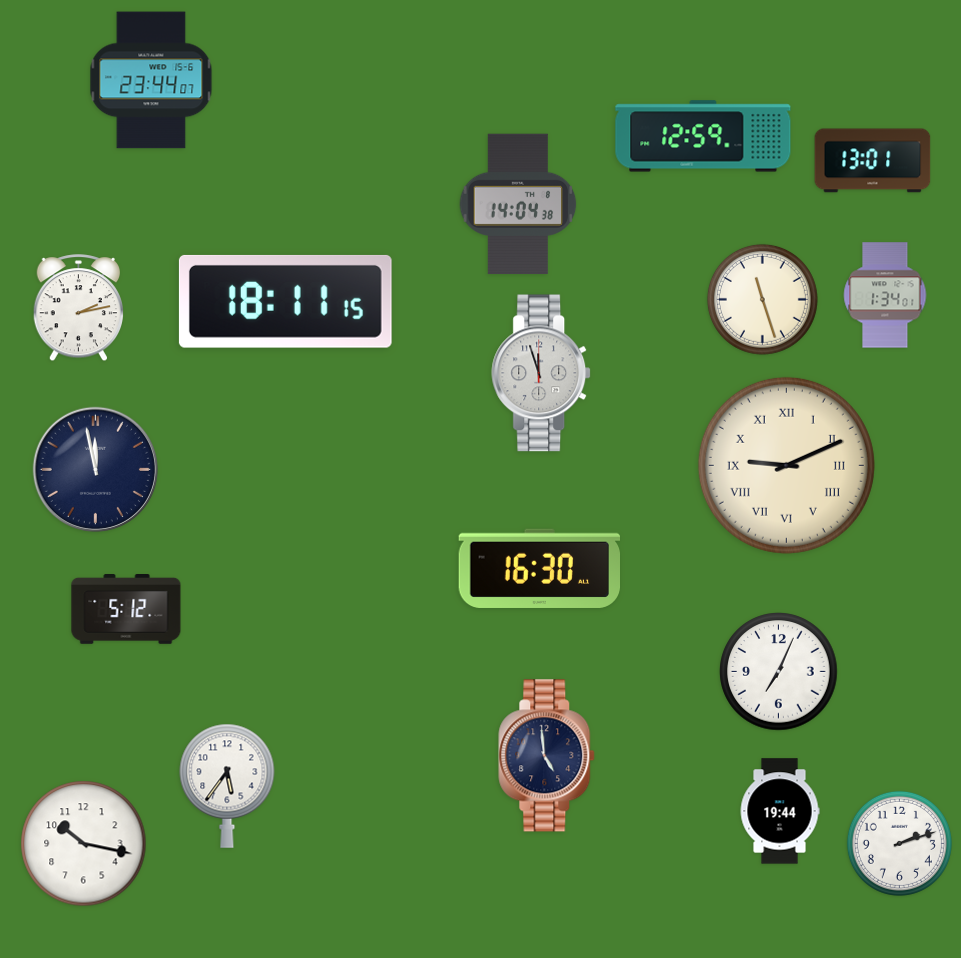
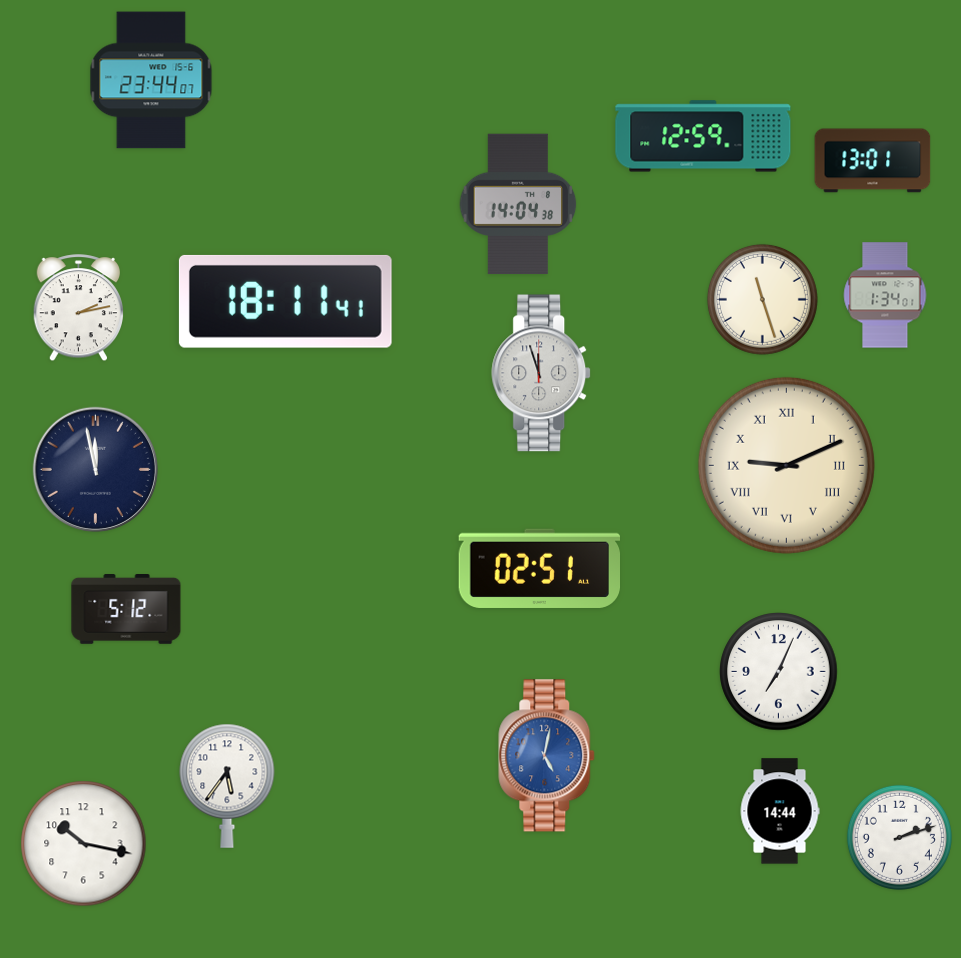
clock at (285, 301): 18:11:15 -> 18:11:41
clock at (539, 568): 16:30 -> 02:51
clock at (547, 756): 4:59 -> 5:02
clock at (547, 756) dial: navy -> blue
clock at (780, 811): 19:44 -> 14:44
clock at (899, 843) position: (899, 843) -> (899, 837)
